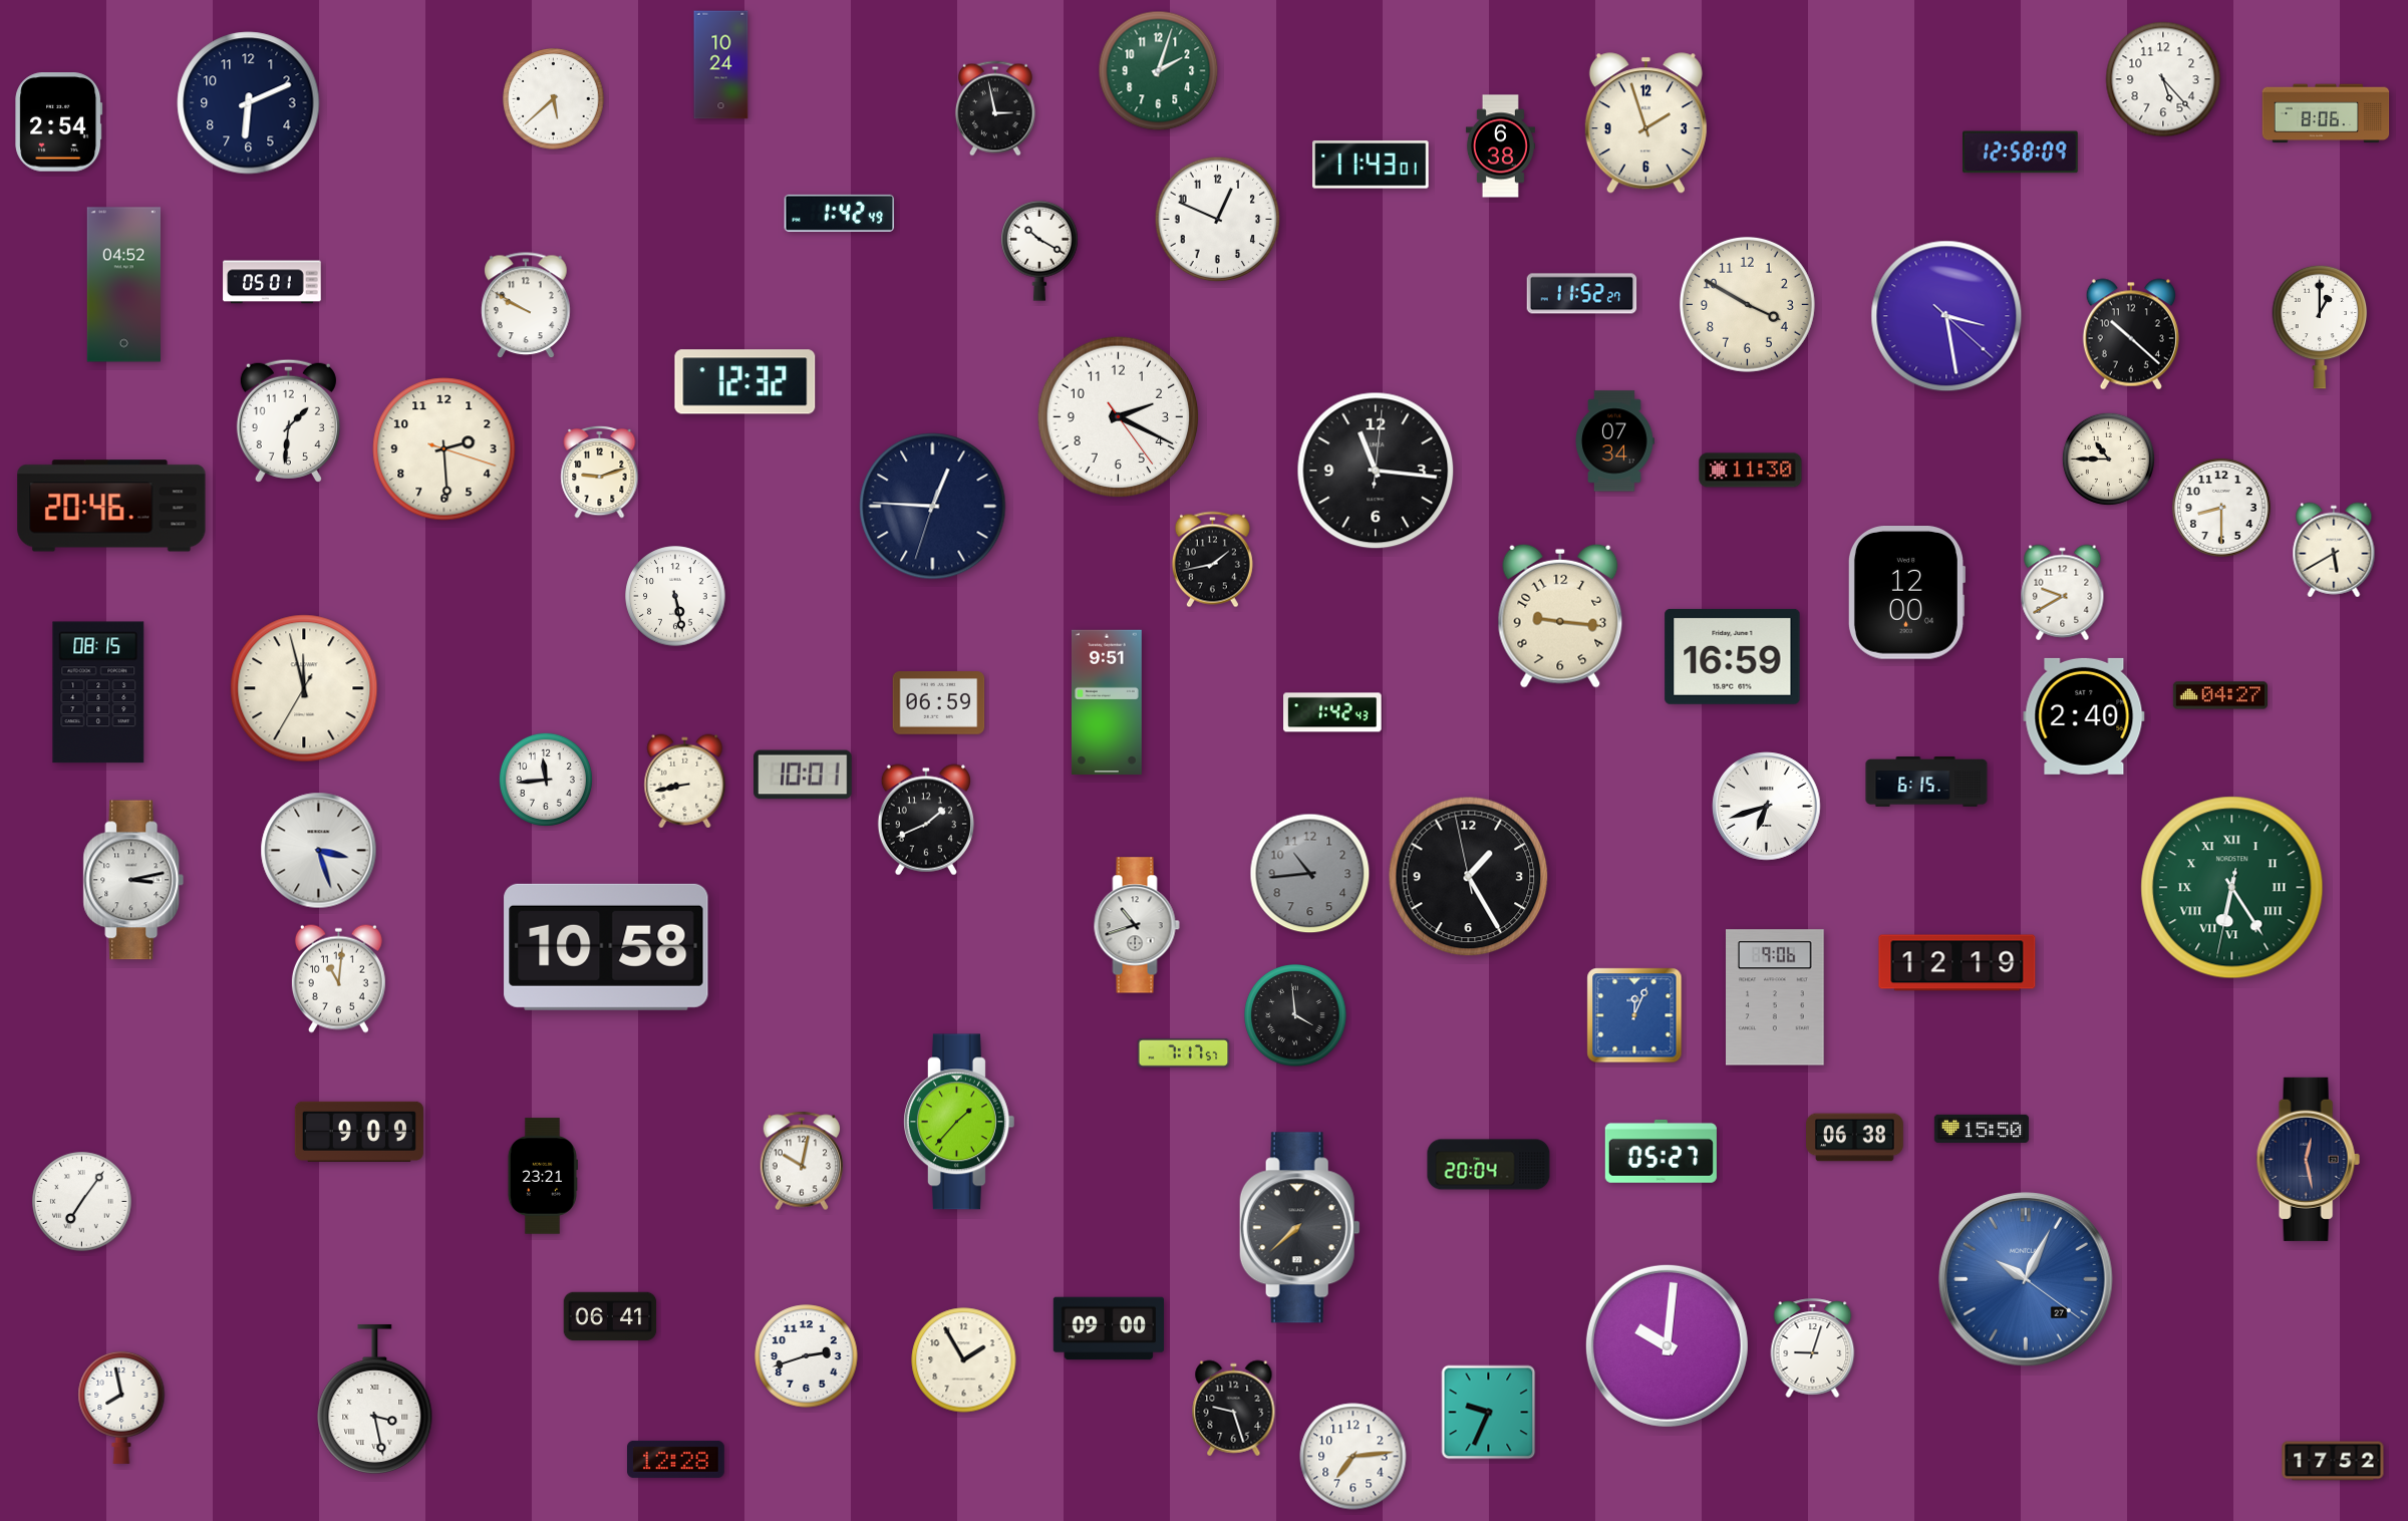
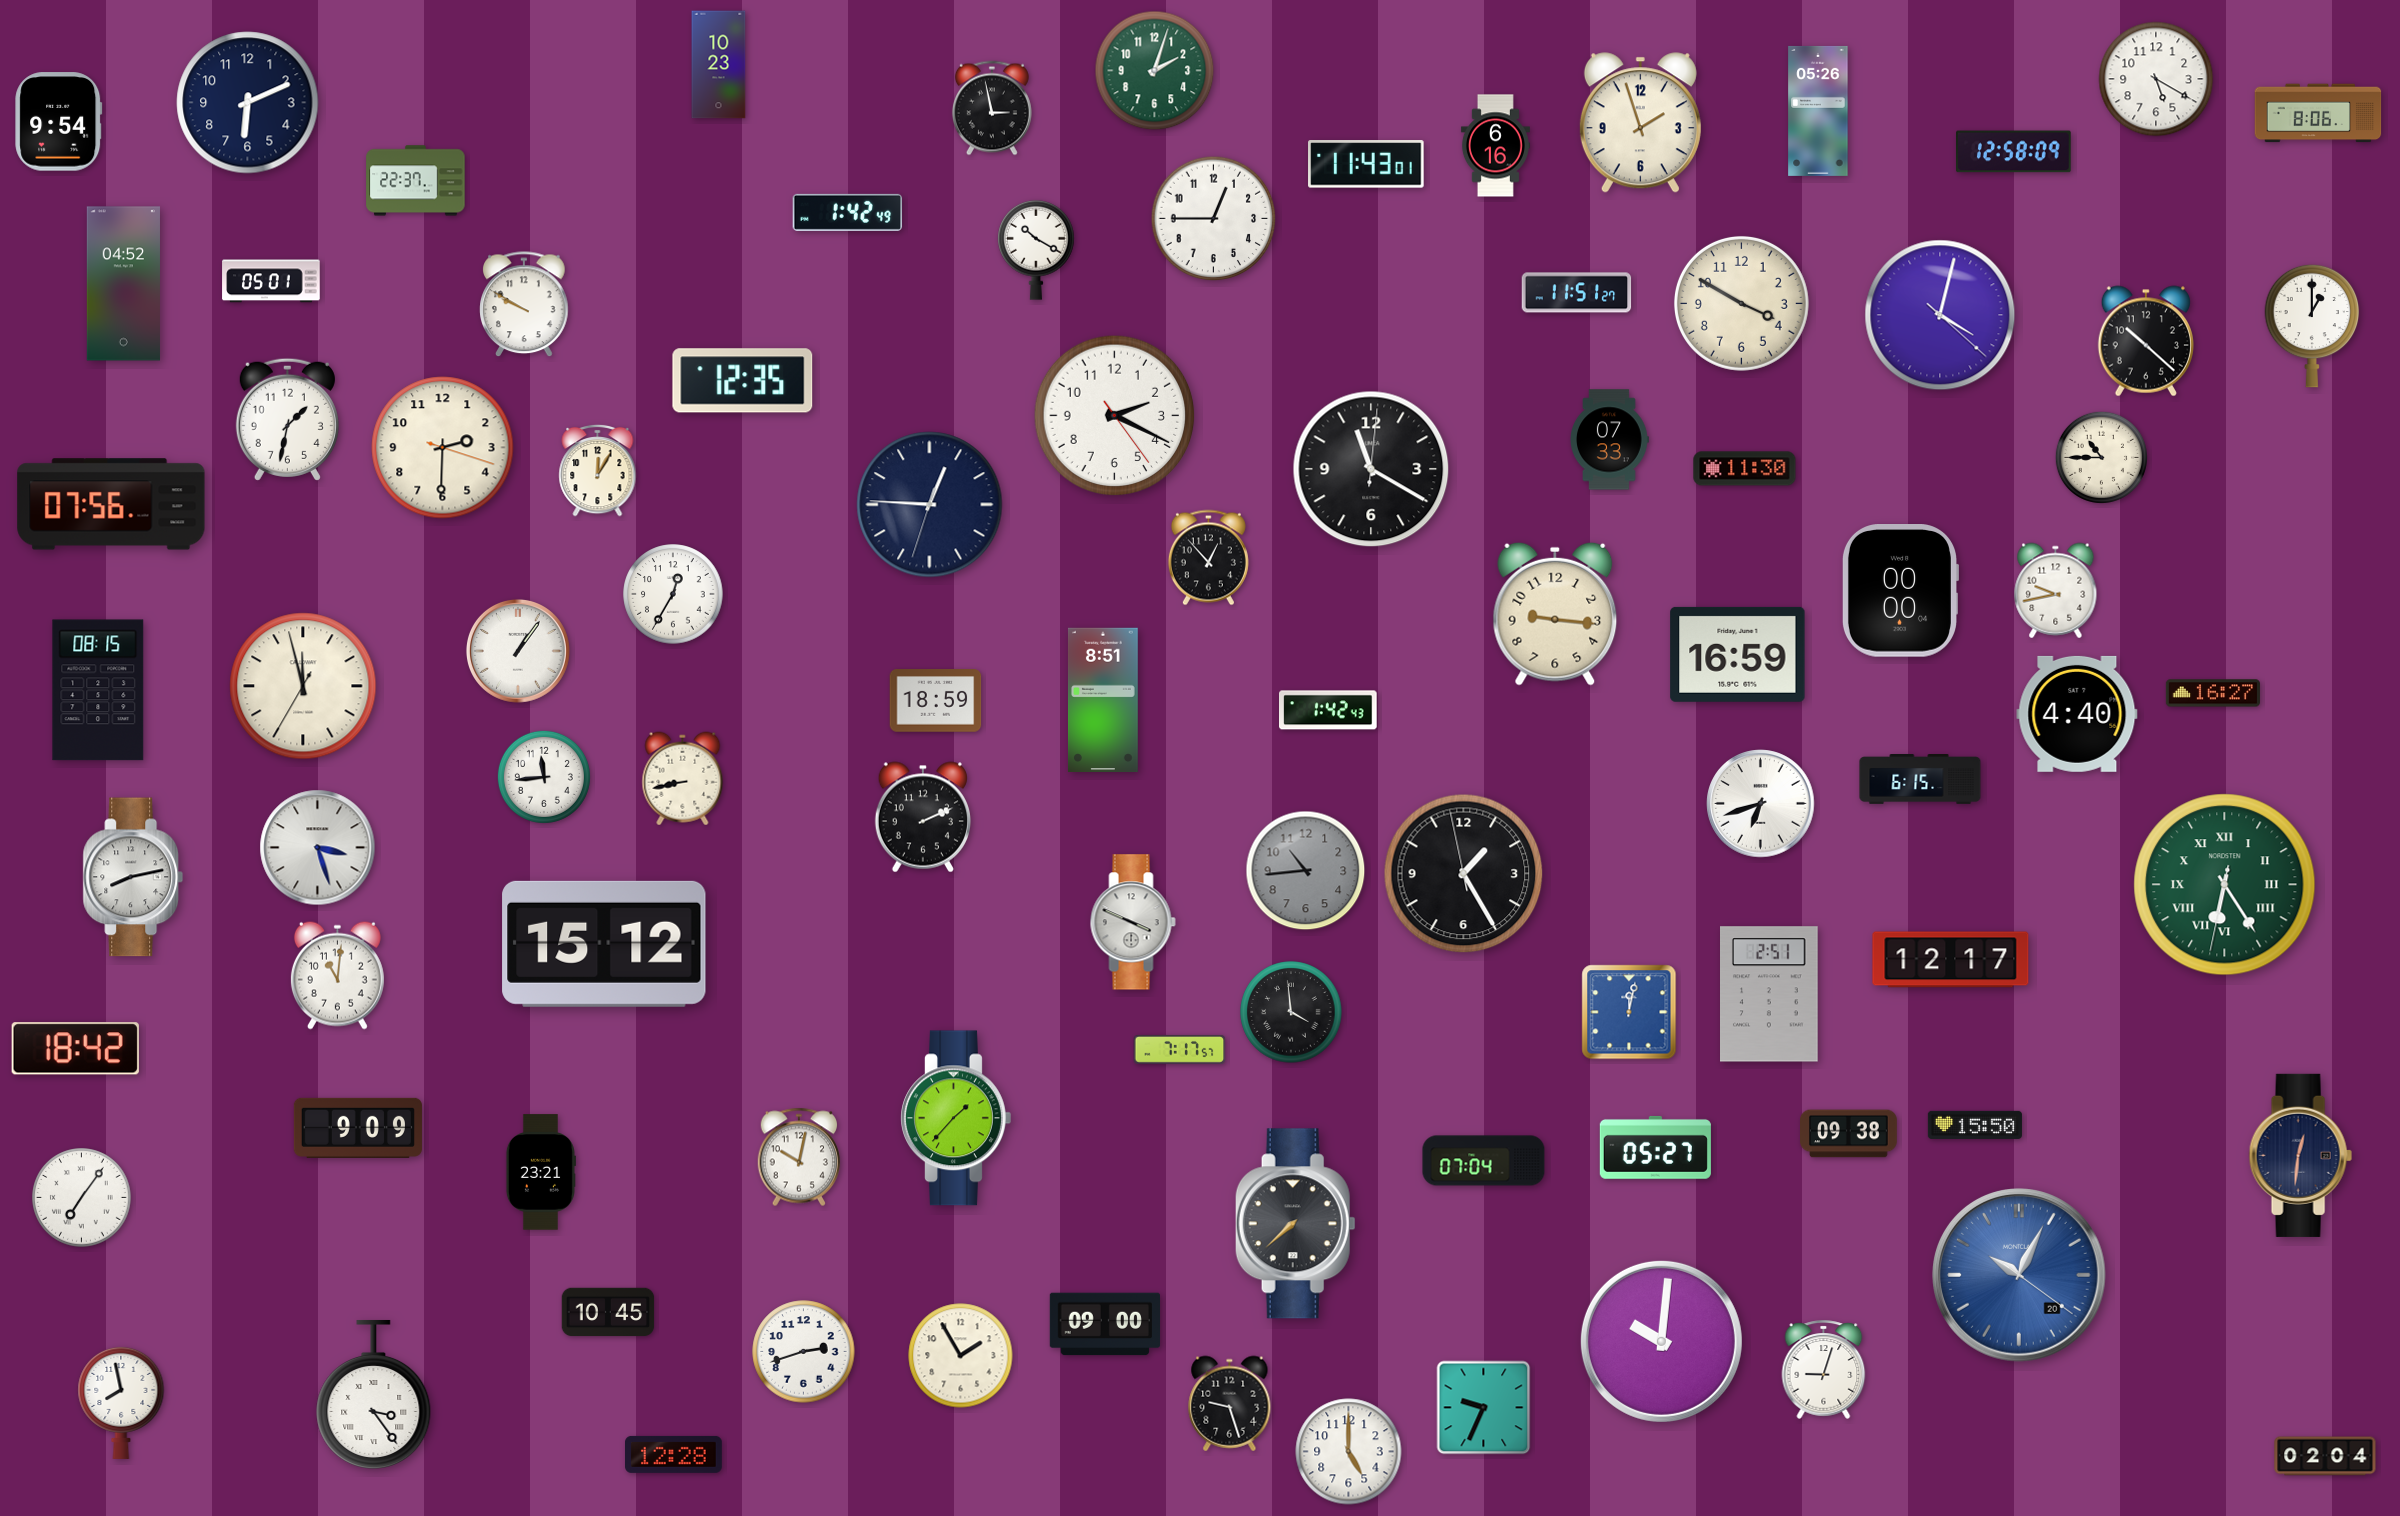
clock at (721, 65): 10:24 -> 10:23
clock at (2163, 79): 5:23 -> 5:20
clock at (554, 99): 5:38 -> none
clock at (1818, 111): none -> 05:26
clock at (59, 122): 2:54 -> 9:54
clock at (1500, 146): 6:38 -> 6:16
clock at (416, 181): none -> 22:37
clock at (840, 213) position: (840, 213) -> (848, 212)
clock at (1218, 220): 12:49 -> 12:45
clock at (1582, 294): 11:52 -> 11:51
clock at (1946, 316): 3:28 -> 4:02
clock at (2131, 334) position: (2131, 334) -> (2146, 341)
clock at (745, 382): 12:32 -> 12:35
clock at (288, 420): 1:31 -> 1:32
clock at (1615, 441): 07:34 -> 07:33
clock at (444, 449): 2:29 -> 2:30
clock at (1376, 471): 11:16 -> 11:20
clock at (600, 472): 9:12 -> 12:05
clock at (111, 506): 20:46 -> 07:56
clock at (2222, 509): 8:30 -> none
clock at (2334, 550): 5:40 -> none
clock at (1212, 560): 1:43 -> 12:53
clock at (1905, 593): 12:00 -> 00:00
clock at (2063, 593): 9:40 -> 9:43
clock at (675, 596): 5:28 -> 12:35
clock at (518, 651): none -> 1:06
clock at (1733, 656) position: (1733, 656) -> (1738, 654)
clock at (2220, 695): 04:27 -> 16:27
clock at (1107, 702): 9:51 -> 8:51
clock at (939, 703): 06:59 -> 18:59
clock at (2084, 716): 2:40 -> 4:40
clock at (803, 775): 10:01 -> none
clock at (926, 820): 1:41 -> 2:11
clock at (133, 880): 3:13 -> 8:13
clock at (1137, 925): 10:42 -> 3:49
clock at (606, 947): 10:58 -> 15:12
clock at (1958, 963): 12:19 -> 12:17
clock at (1776, 997): 9:06 -> 2:51
clock at (1634, 1015): 12:04 -> 12:02
clock at (75, 1049): none -> 18:42
clock at (1855, 1138): 06:38 -> 09:38
clock at (2308, 1159): 12:28 -> 12:31
clock at (1489, 1165): 20:04 -> 07:04
clock at (2027, 1280) date: 27 -> 20
clock at (610, 1316): 06:41 -> 10:45
clock at (1813, 1347) position: (1813, 1347) -> (1824, 1369)
clock at (375, 1399): 3:28 -> 3:24
clock at (1353, 1457): 7:14 -> 5:00
clock at (2333, 1461): 17:52 -> 02:04
